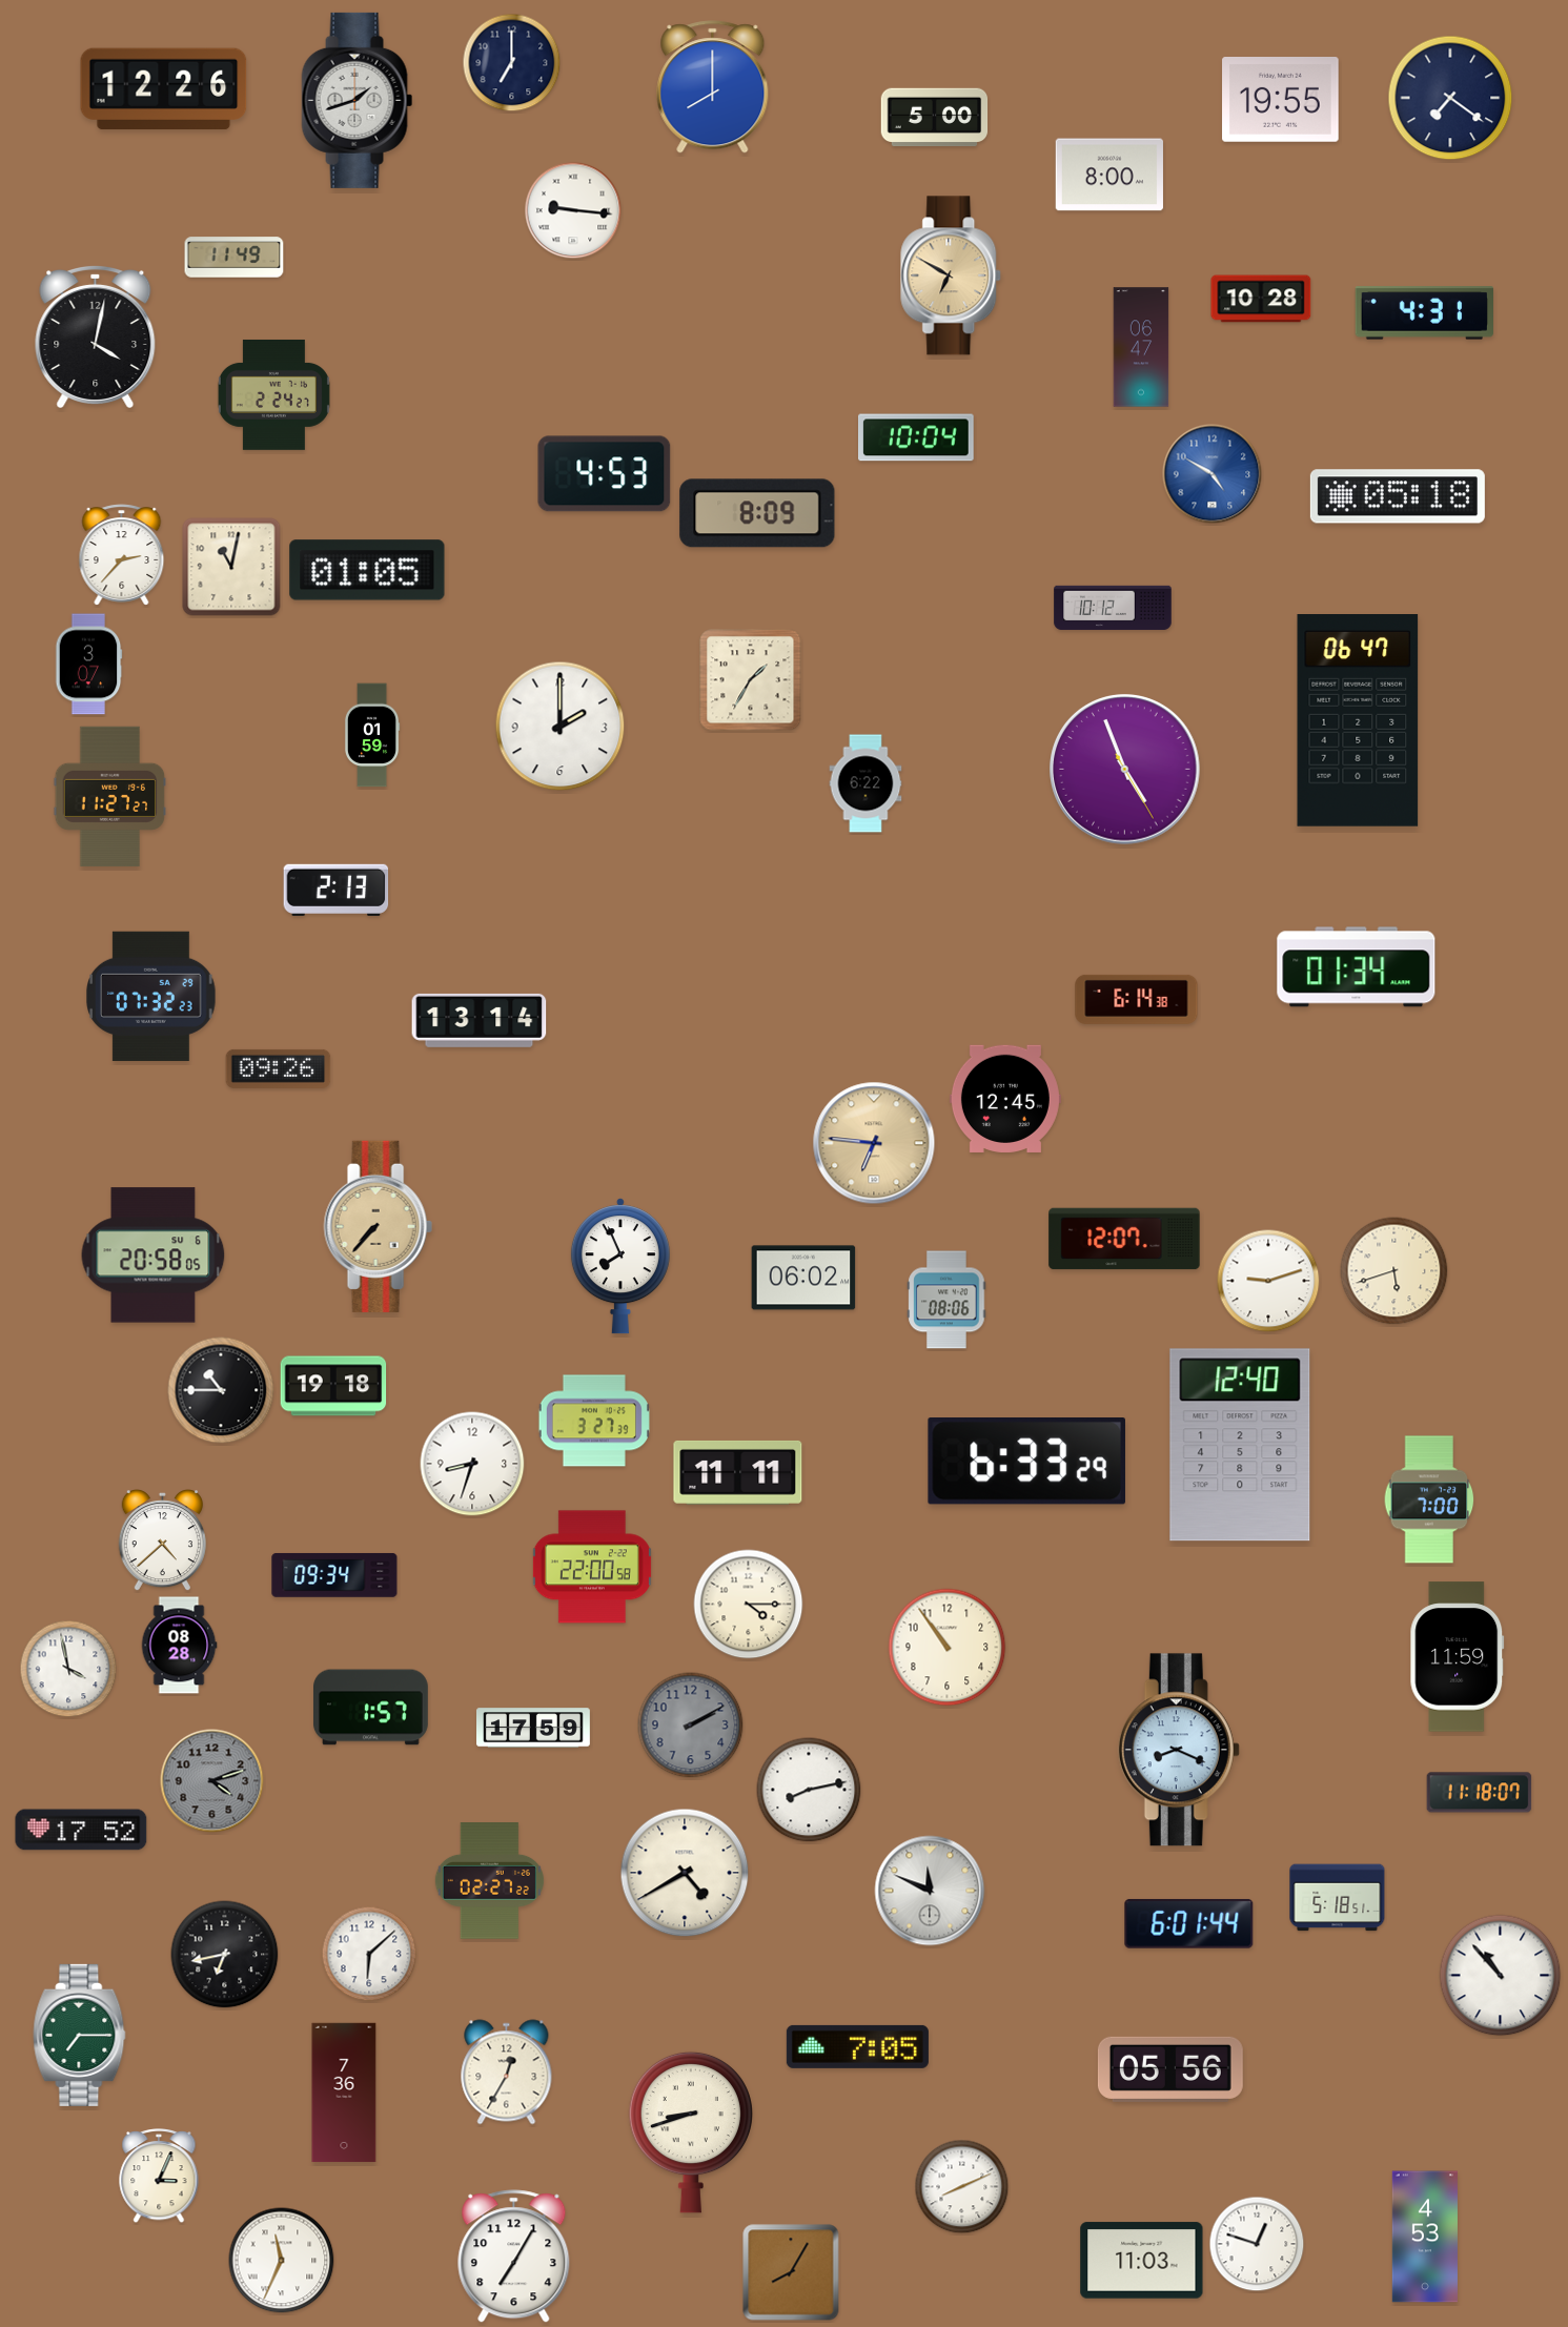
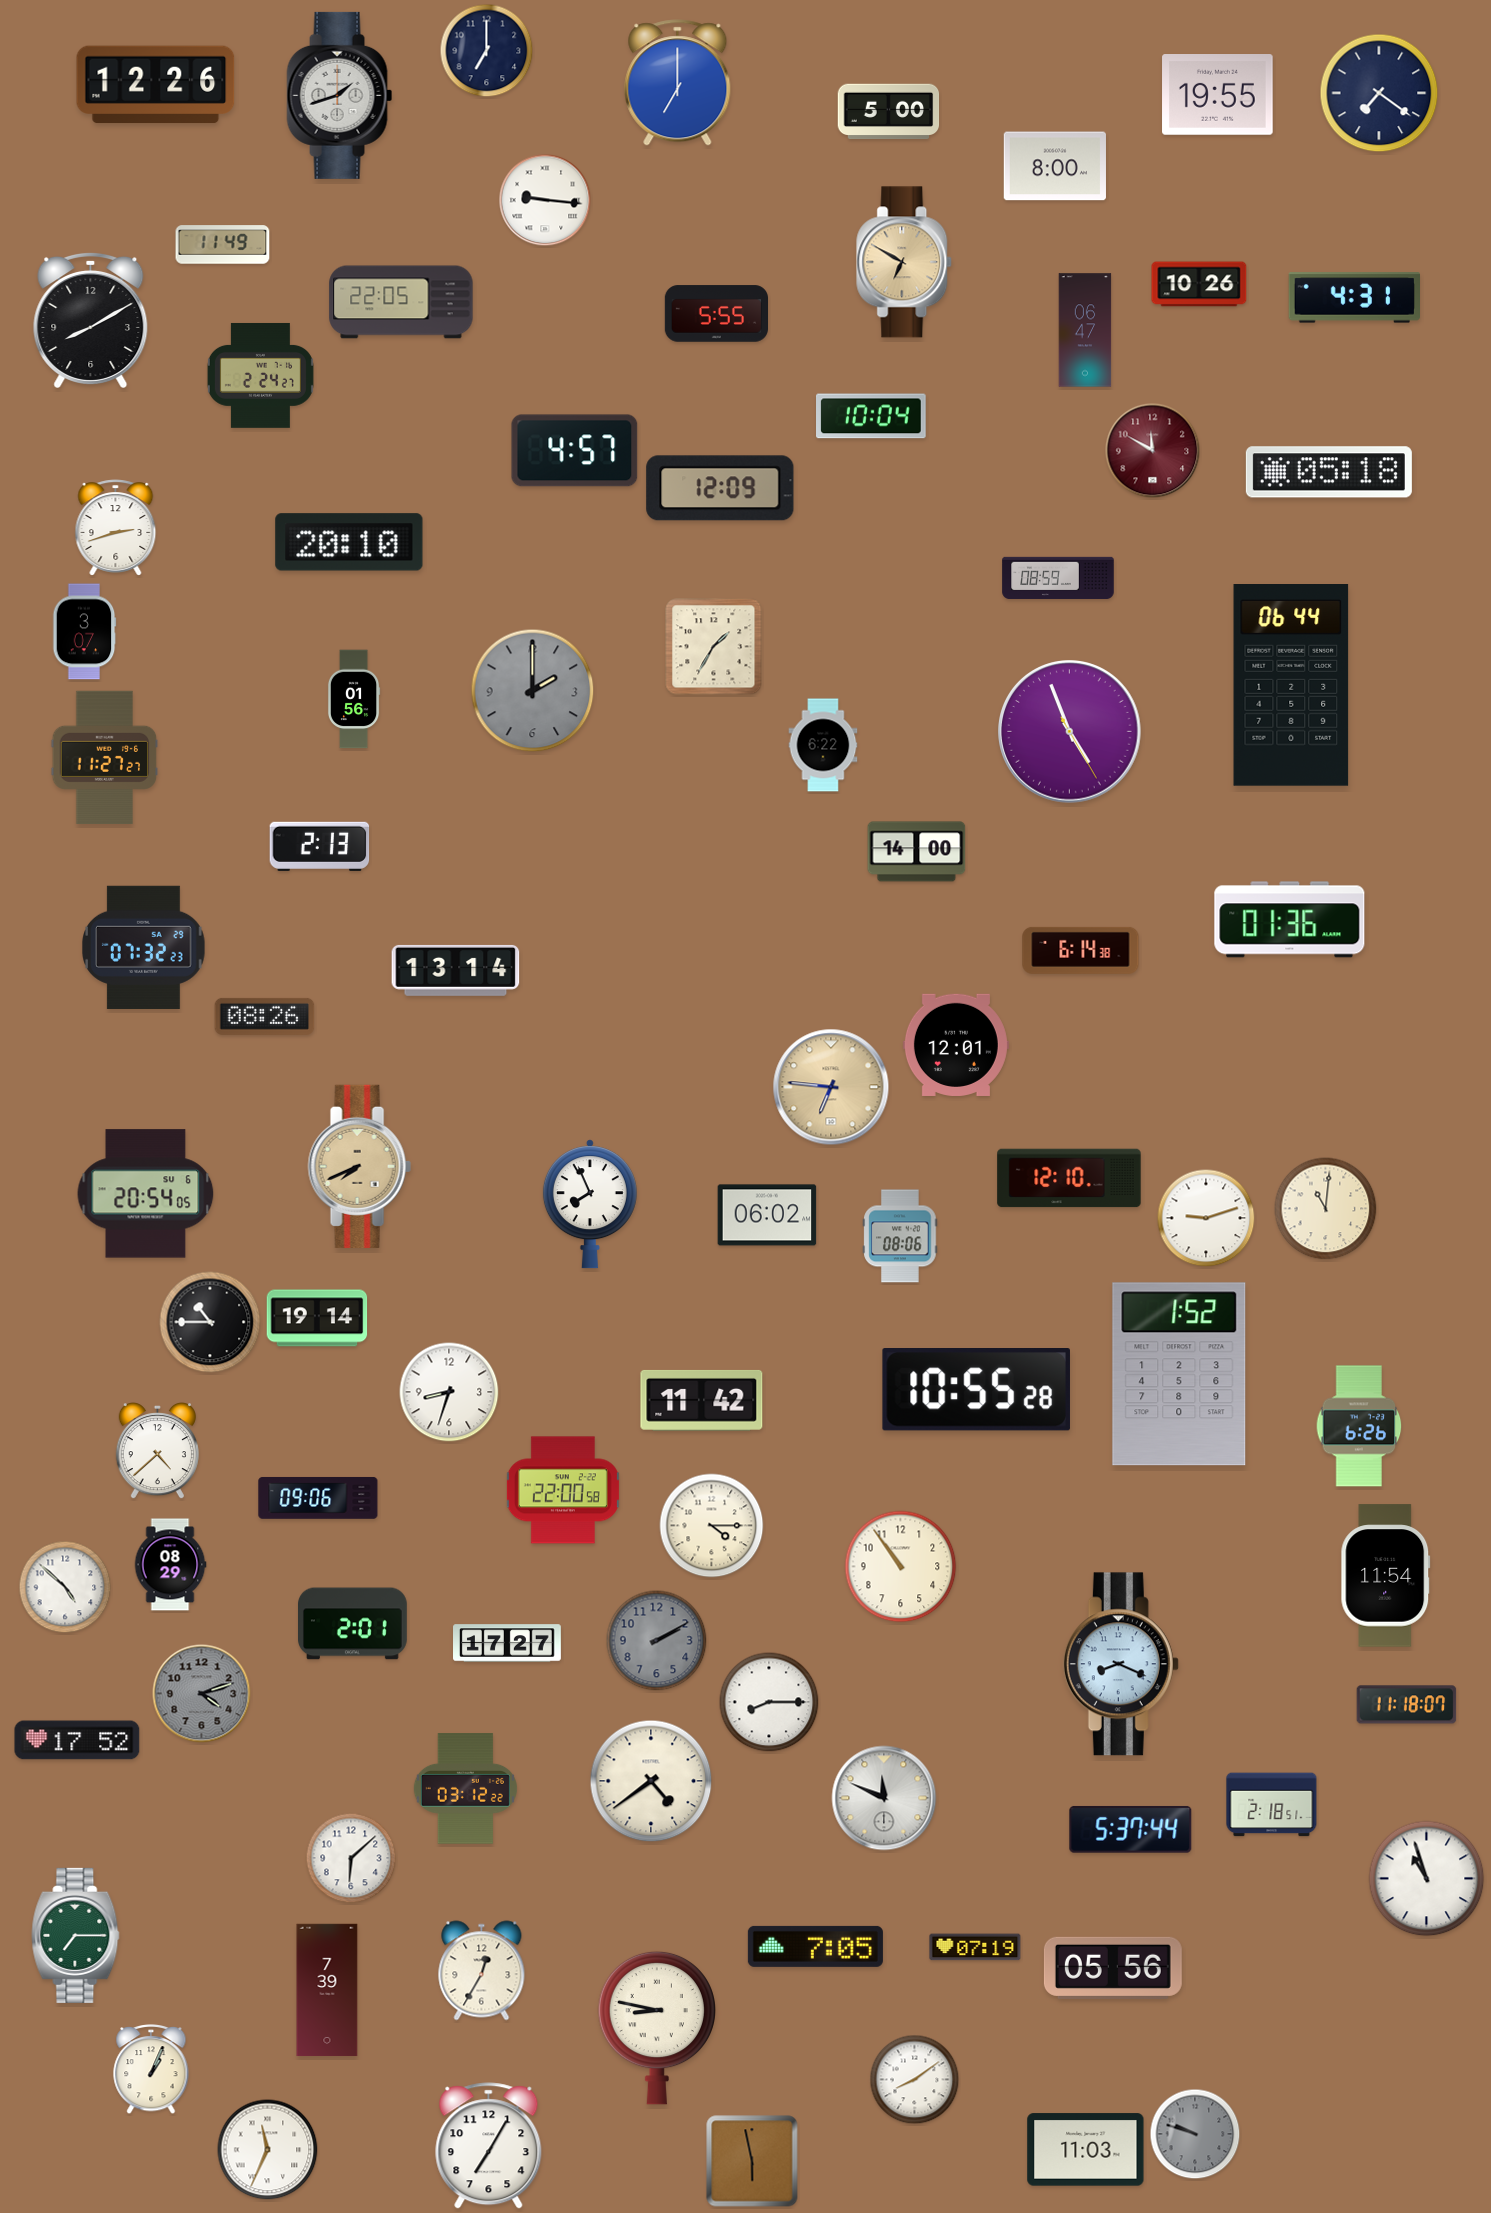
clock at (512, 63) position: (512, 63) -> (487, 51)
clock at (713, 87): 8:00 -> 7:00
clock at (1261, 299): 10:28 -> 10:26
clock at (401, 302): none -> 22:05
clock at (716, 314): none -> 5:55
clock at (96, 336): 4:02 -> 8:10
clock at (605, 474): 4:53 -> 4:57
clock at (1213, 474): 4:50 -> 11:50
clock at (1213, 474) dial: blue -> burgundy
clock at (757, 513): 8:09 -> 12:09
clock at (122, 555): 2:37 -> 2:42
clock at (231, 567): 11:02 -> none
clock at (367, 570): 01:05 -> 20:10
clock at (1113, 608): 10:12 -> 08:59
clock at (1358, 721): 06:47 -> 06:44
clock at (561, 727) dial: white -> grey
clock at (372, 735): 01:59 -> 01:56
clock at (917, 852): none -> 14:00
clock at (1357, 967): 01:34 -> 01:36
clock at (279, 1068): 09:26 -> 08:26
clock at (1005, 1099): 12:45 -> 12:01
clock at (378, 1226): 7:37 -> 7:41
clock at (1124, 1239): 12:07 -> 12:10
clock at (154, 1256): 20:58 -> 20:54
clock at (1394, 1271): 5:42 -> 11:01
clock at (803, 1278) position: (803, 1278) -> (767, 1215)
clock at (333, 1386): 19:18 -> 19:14
clock at (594, 1421): 3:27 -> none
clock at (1240, 1445): 12:40 -> 1:52
clock at (1026, 1462): 6:33 -> 10:55
clock at (738, 1472): 11:11 -> 11:42
clock at (1429, 1499): 7:00 -> 6:26
clock at (162, 1542) position: (162, 1542) -> (157, 1452)
clock at (334, 1575): 09:34 -> 09:06
clock at (179, 1646): 08:28 -> 08:29
clock at (1458, 1657): 11:59 -> 11:54
clock at (68, 1669): 3:58 -> 4:52
clock at (371, 1708): 1:57 -> 2:01
clock at (534, 1728): 17:59 -> 17:27
clock at (809, 1790): 8:13 -> 8:15
clock at (685, 1873): 4:40 -> 4:39
clock at (489, 1881): 02:27 -> 03:12
clock at (1338, 1898): 5:18 -> 2:18
clock at (1189, 1924): 6:01 -> 5:37
clock at (225, 1955): 6:43 -> none
clock at (1501, 1976): 10:53 -> 10:57
clock at (975, 1947): none -> 07:19
clock at (344, 2093): 7:36 -> 7:39
clock at (691, 2132): 8:42 -> 8:47
clock at (159, 2177): 3:04 -> 1:04
clock at (962, 2187): 8:11 -> 8:09
clock at (1425, 2237): 4:53 -> none
clock at (1257, 2244): 12:48 -> 9:48
clock at (1257, 2244) dial: white -> grey
clock at (791, 2272): 8:05 -> 5:58
